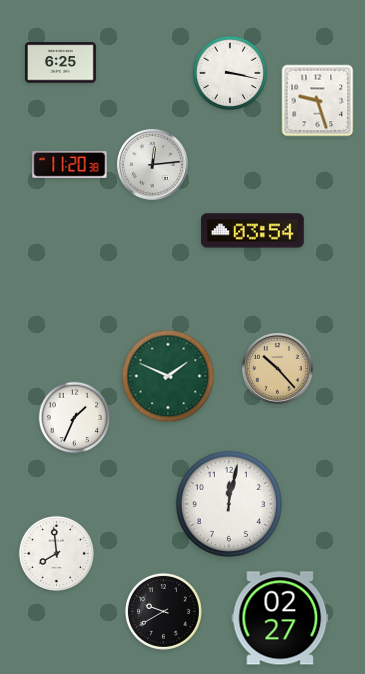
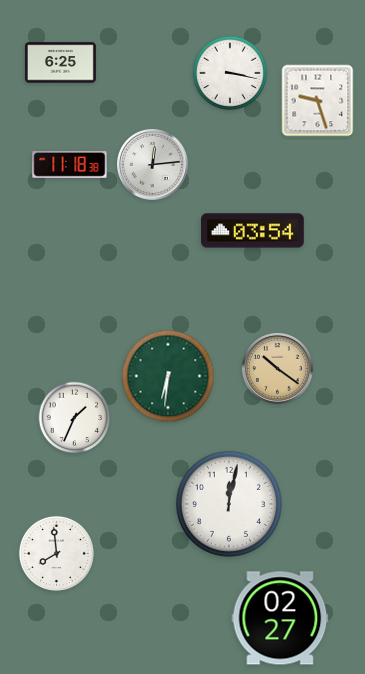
clock at (70, 164): 11:20 -> 11:18
clock at (277, 368): 10:23 -> 10:21
clock at (168, 376): 1:49 -> 6:31
clock at (163, 611): 9:40 -> none
